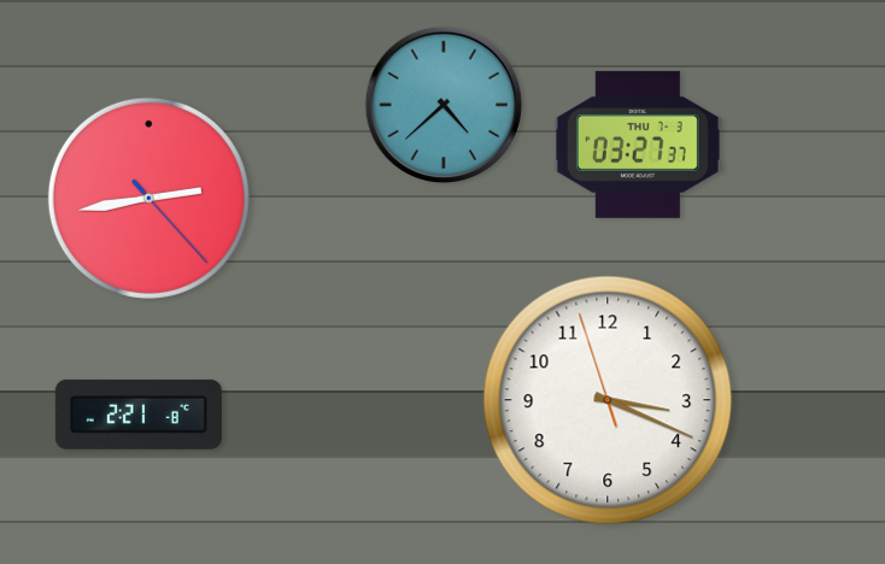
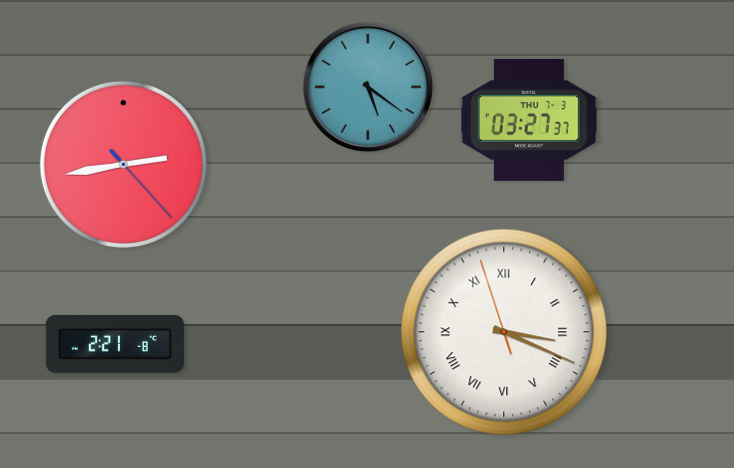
clock at (444, 105): 4:38 -> 5:21
clock at (608, 400) numerals: Arabic -> Roman
